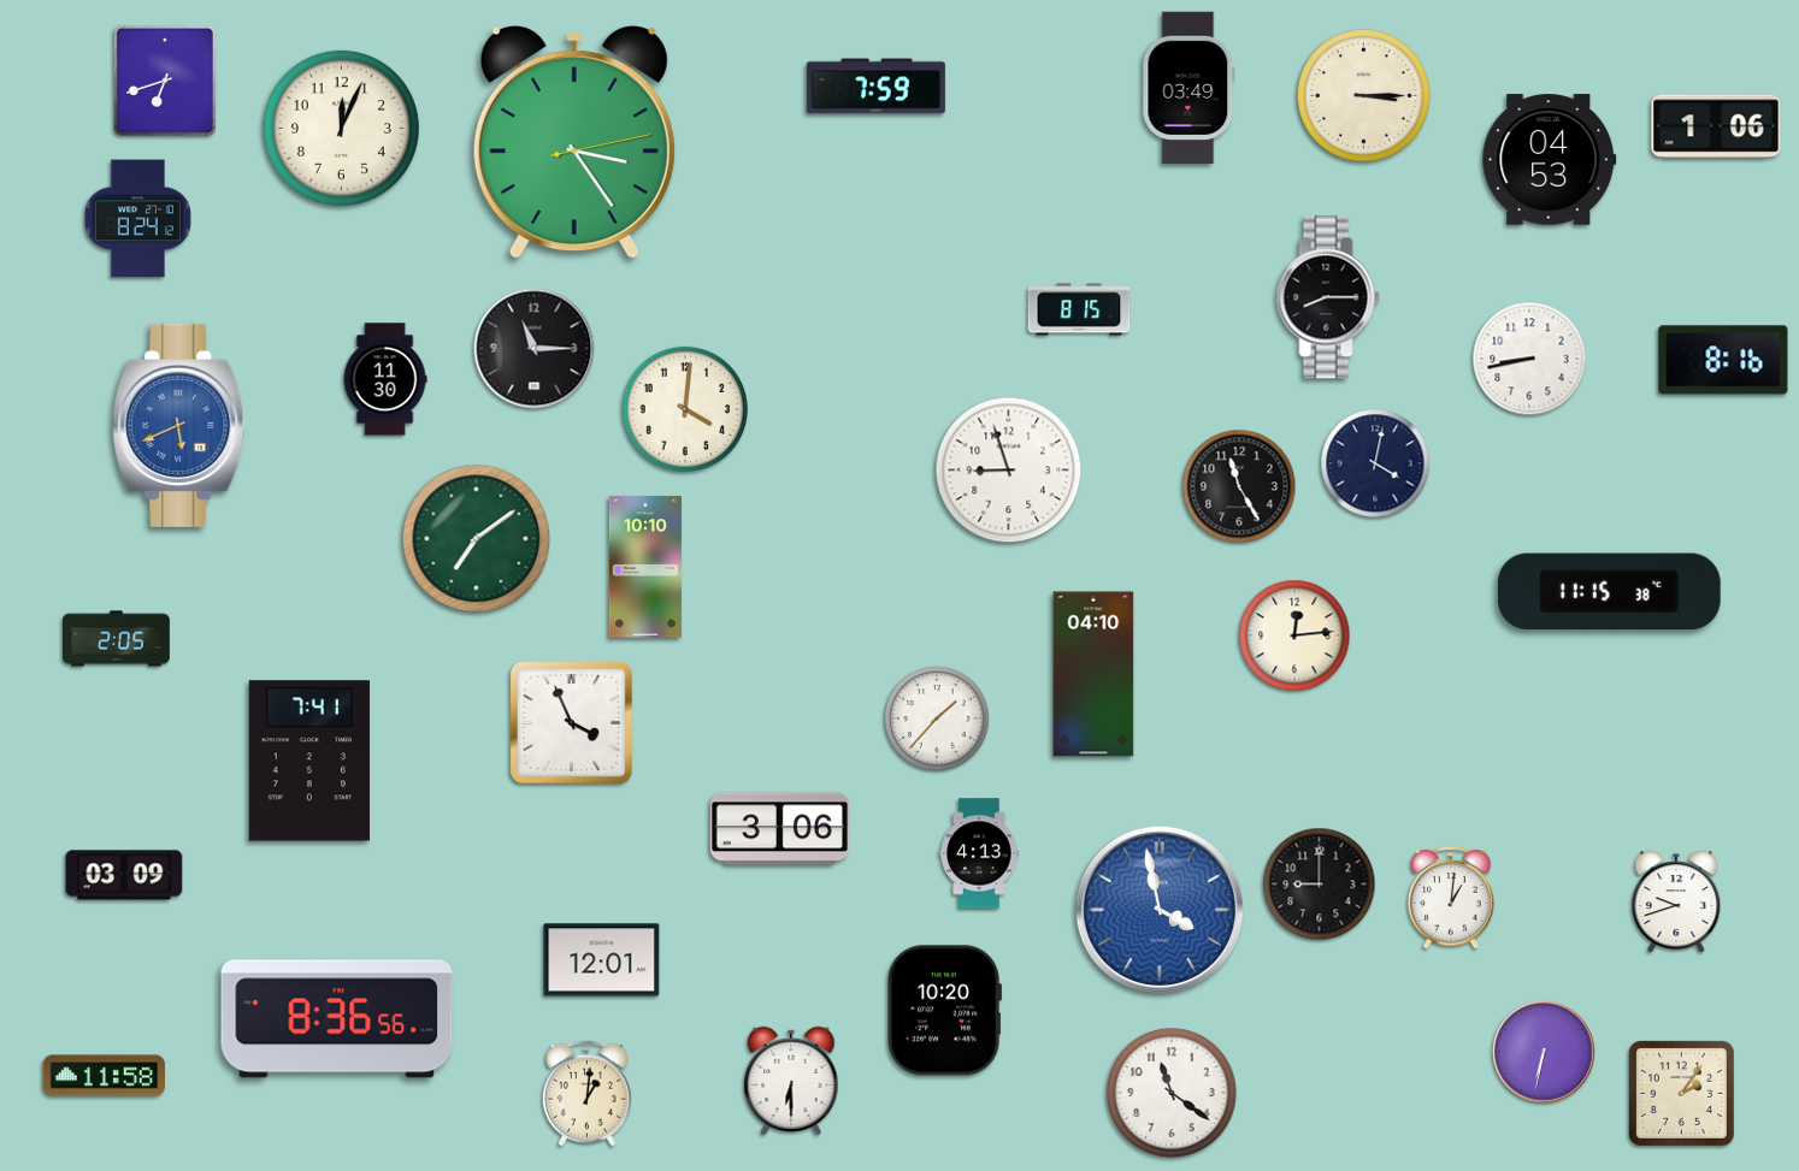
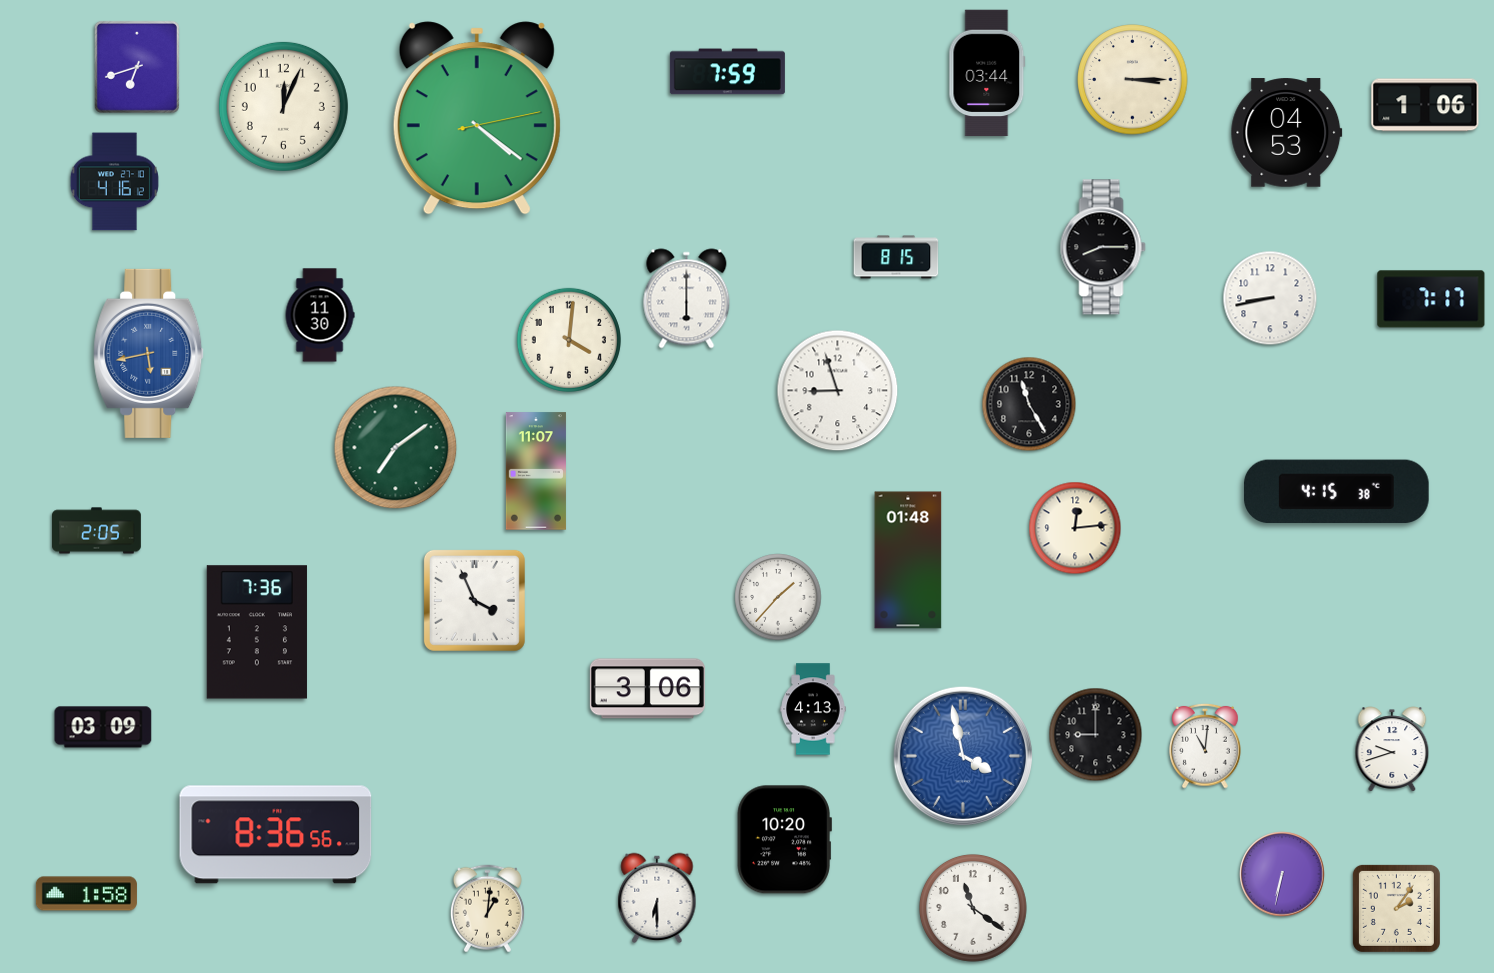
clock at (1188, 88): 03:49 -> 03:44
clock at (574, 142): 3:24 -> 4:21
clock at (137, 219): 8:24 -> 4:16
clock at (535, 349): 11:15 -> none
clock at (687, 299): none -> 6:00
clock at (1723, 360): 8:16 -> 7:17
clock at (179, 425): 5:41 -> 5:43
clock at (1375, 463): 4:02 -> none
clock at (645, 567): 10:10 -> 11:07
clock at (1609, 592): 11:15 -> 4:15
clock at (1093, 674): 04:10 -> 01:48
clock at (309, 761): 7:41 -> 7:36
clock at (1451, 898): 1:01 -> 11:01
clock at (602, 960): 12:01 -> none
clock at (337, 1019) position: (337, 1019) -> (276, 835)
clock at (104, 1076): 11:58 -> 1:58
